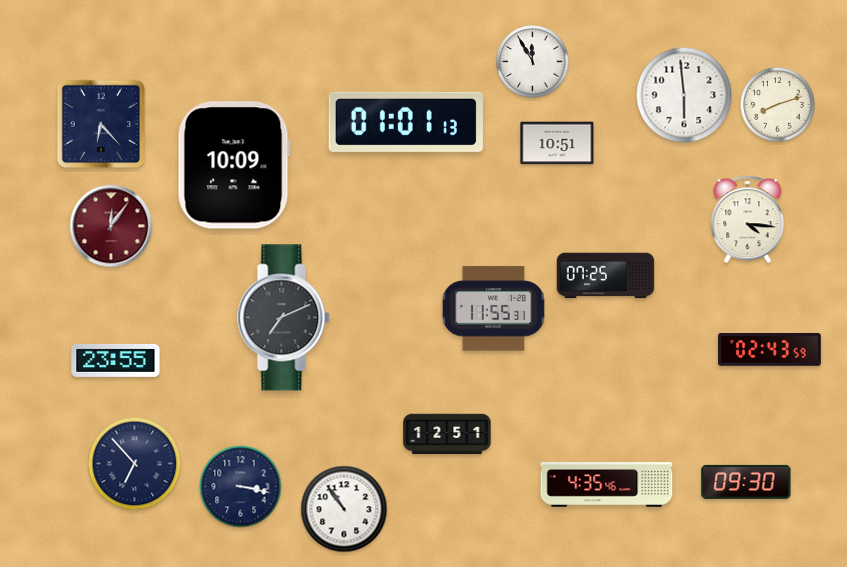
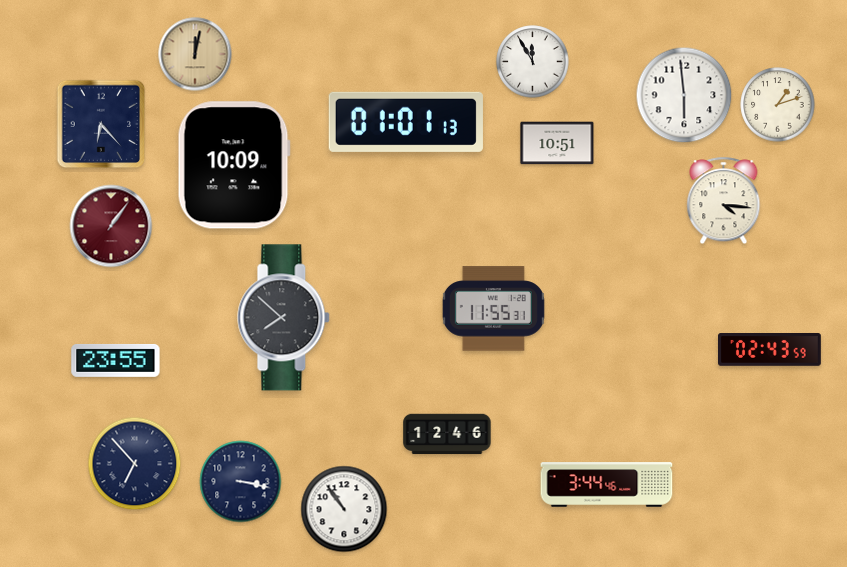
clock at (195, 54): none -> 12:02
clock at (778, 105): 8:12 -> 1:12
clock at (748, 220) position: (748, 220) -> (724, 201)
clock at (111, 226): 12:06 -> 1:06
clock at (606, 276): 07:25 -> none
clock at (284, 318): 7:11 -> 7:52
clock at (447, 434): 12:51 -> 12:46
clock at (746, 482): 09:30 -> none
clock at (607, 485): 4:35 -> 3:44
clock at (241, 487) position: (241, 487) -> (241, 482)
